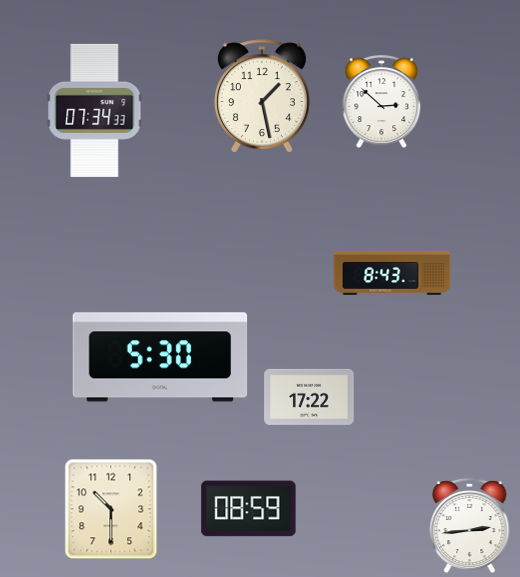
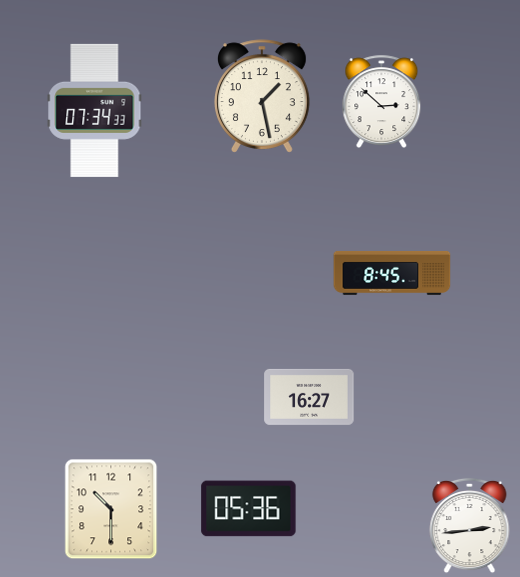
clock at (392, 273): 8:43 -> 8:45
clock at (160, 357): 5:30 -> none
clock at (309, 397): 17:22 -> 16:27
clock at (249, 509): 08:59 -> 05:36
